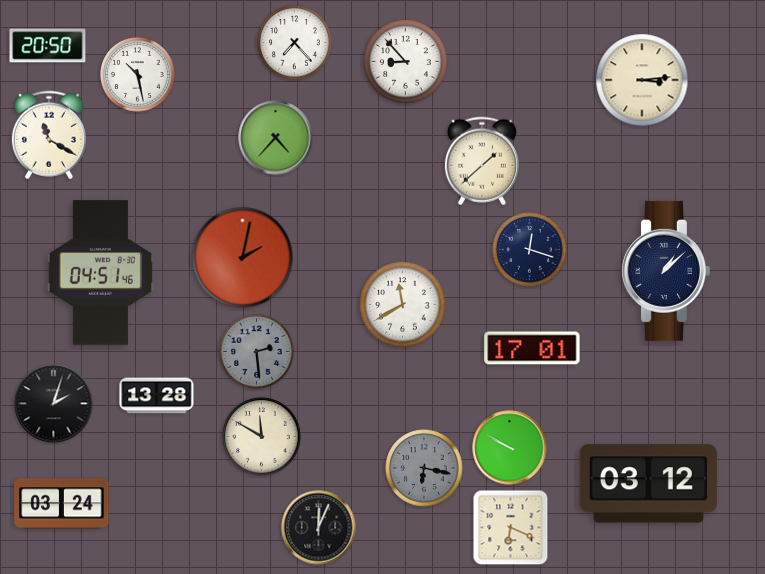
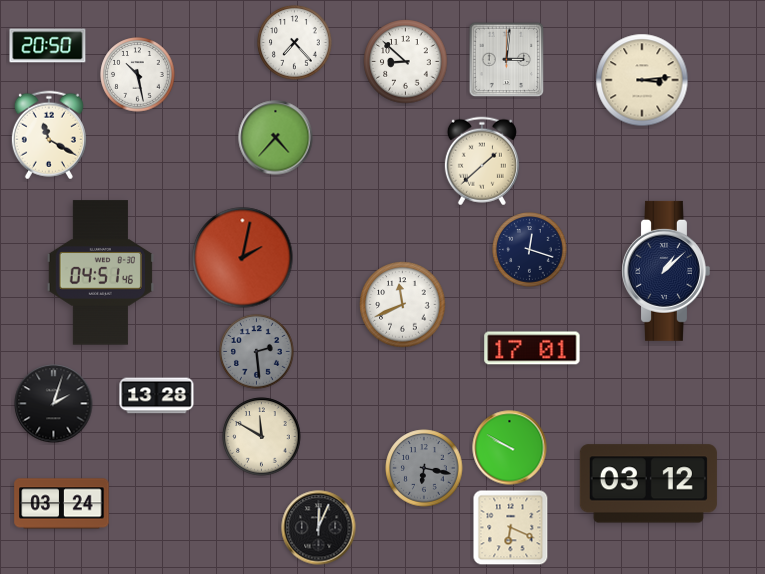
clock at (507, 60): none -> 3:01
clock at (406, 62): 8:53 -> 8:52
clock at (403, 305): 11:40 -> 11:41
